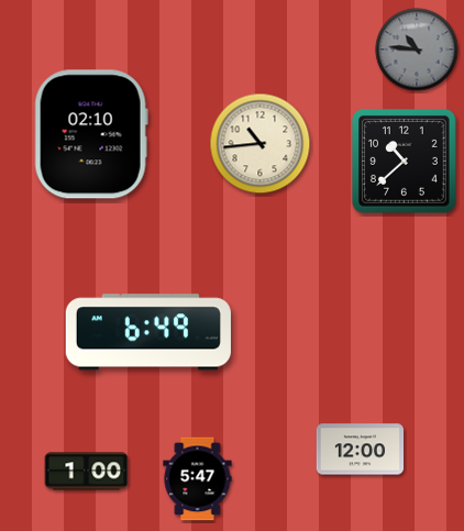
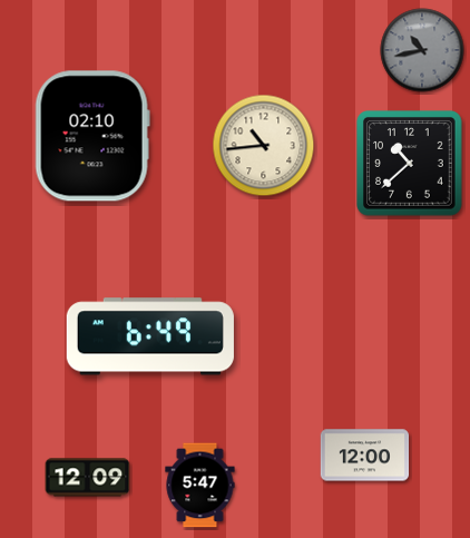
clock at (417, 49): 10:46 -> 10:43
clock at (87, 472): 1:00 -> 12:09
